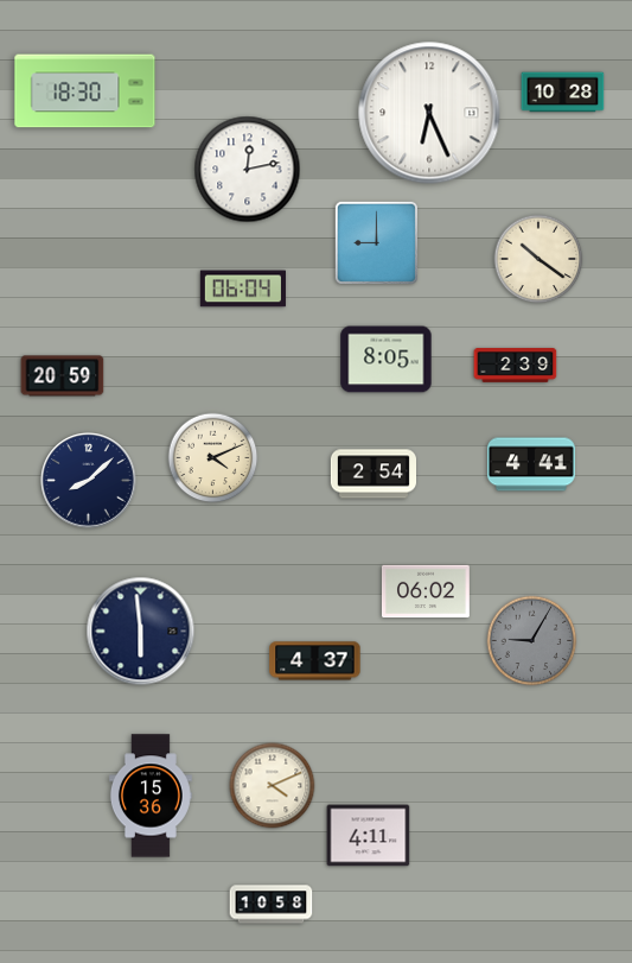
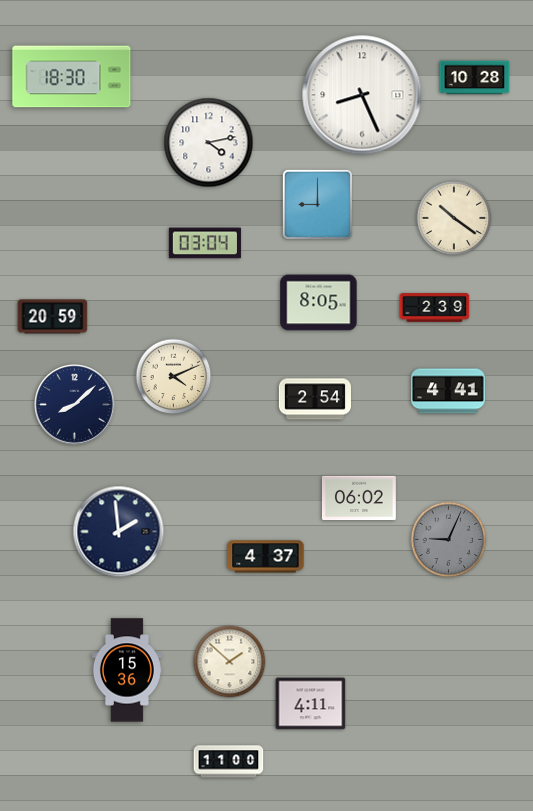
clock at (429, 113): 6:26 -> 8:26
clock at (248, 170): 12:13 -> 4:13
clock at (243, 289): 06:04 -> 03:04
clock at (387, 360) position: (387, 360) -> (319, 303)
clock at (213, 458) position: (213, 458) -> (174, 377)
clock at (141, 632): 5:59 -> 1:59
clock at (532, 641): 9:05 -> 9:04
clock at (273, 786): 4:11 -> 1:52
clock at (272, 905): 10:58 -> 11:00
